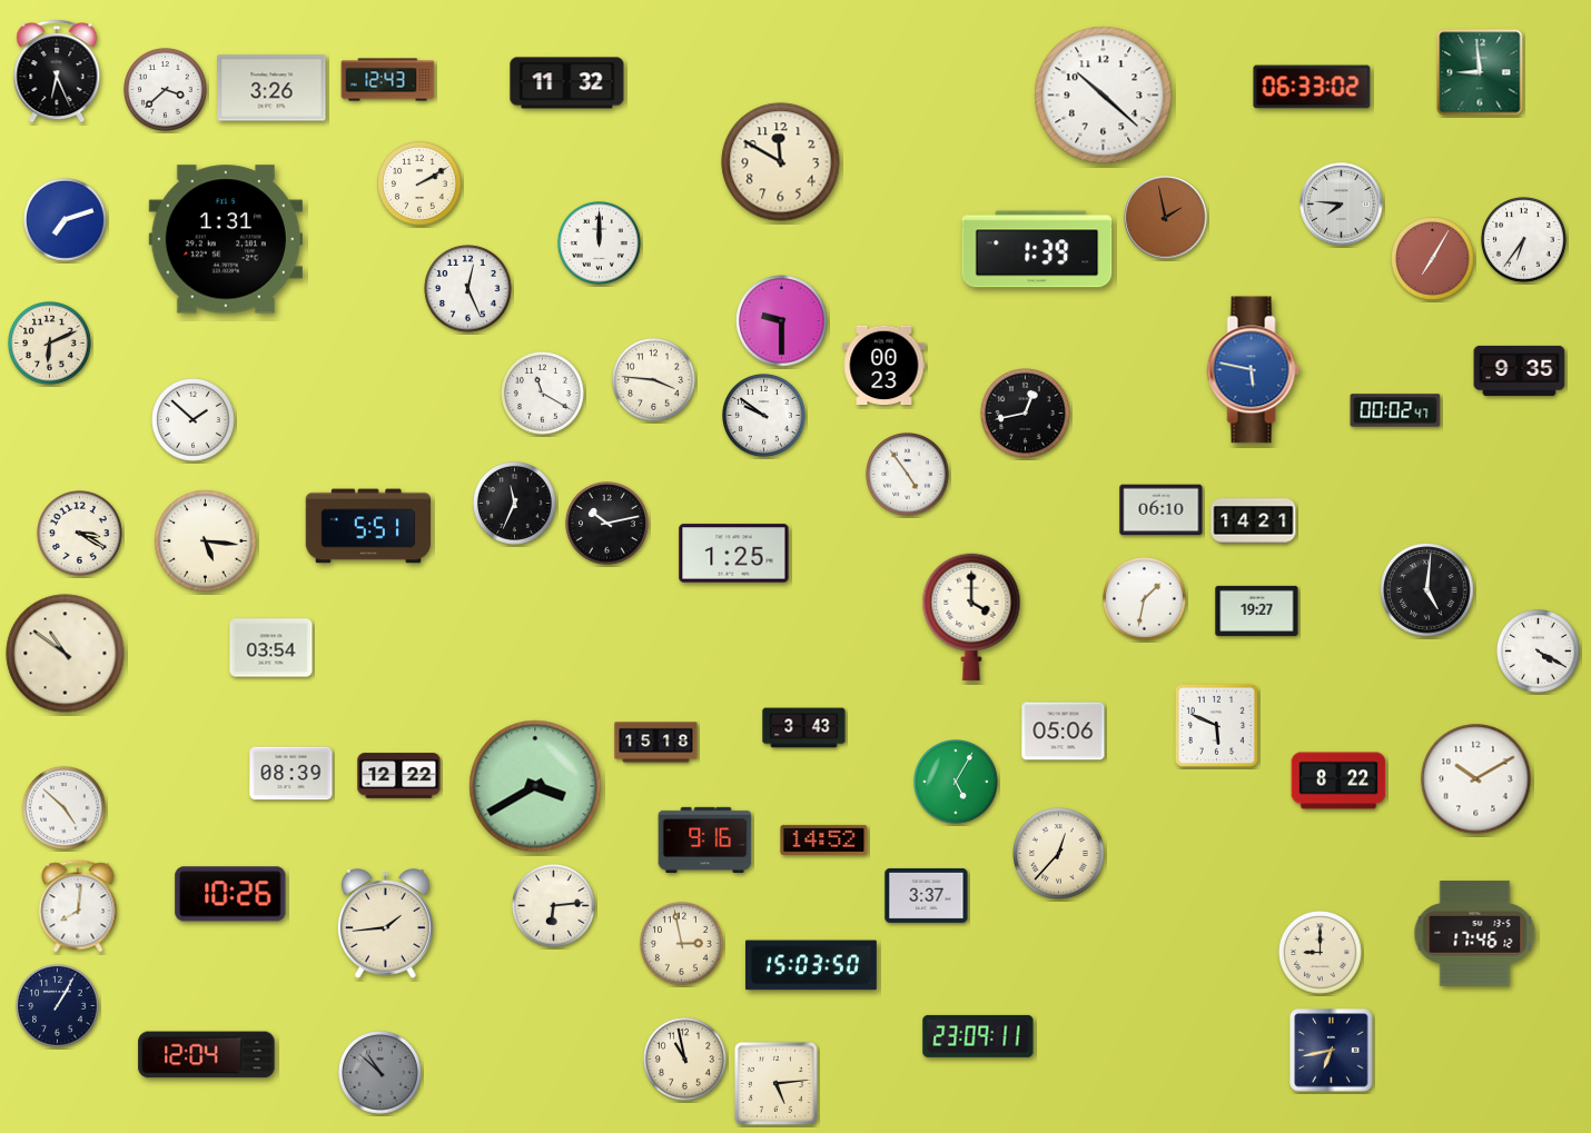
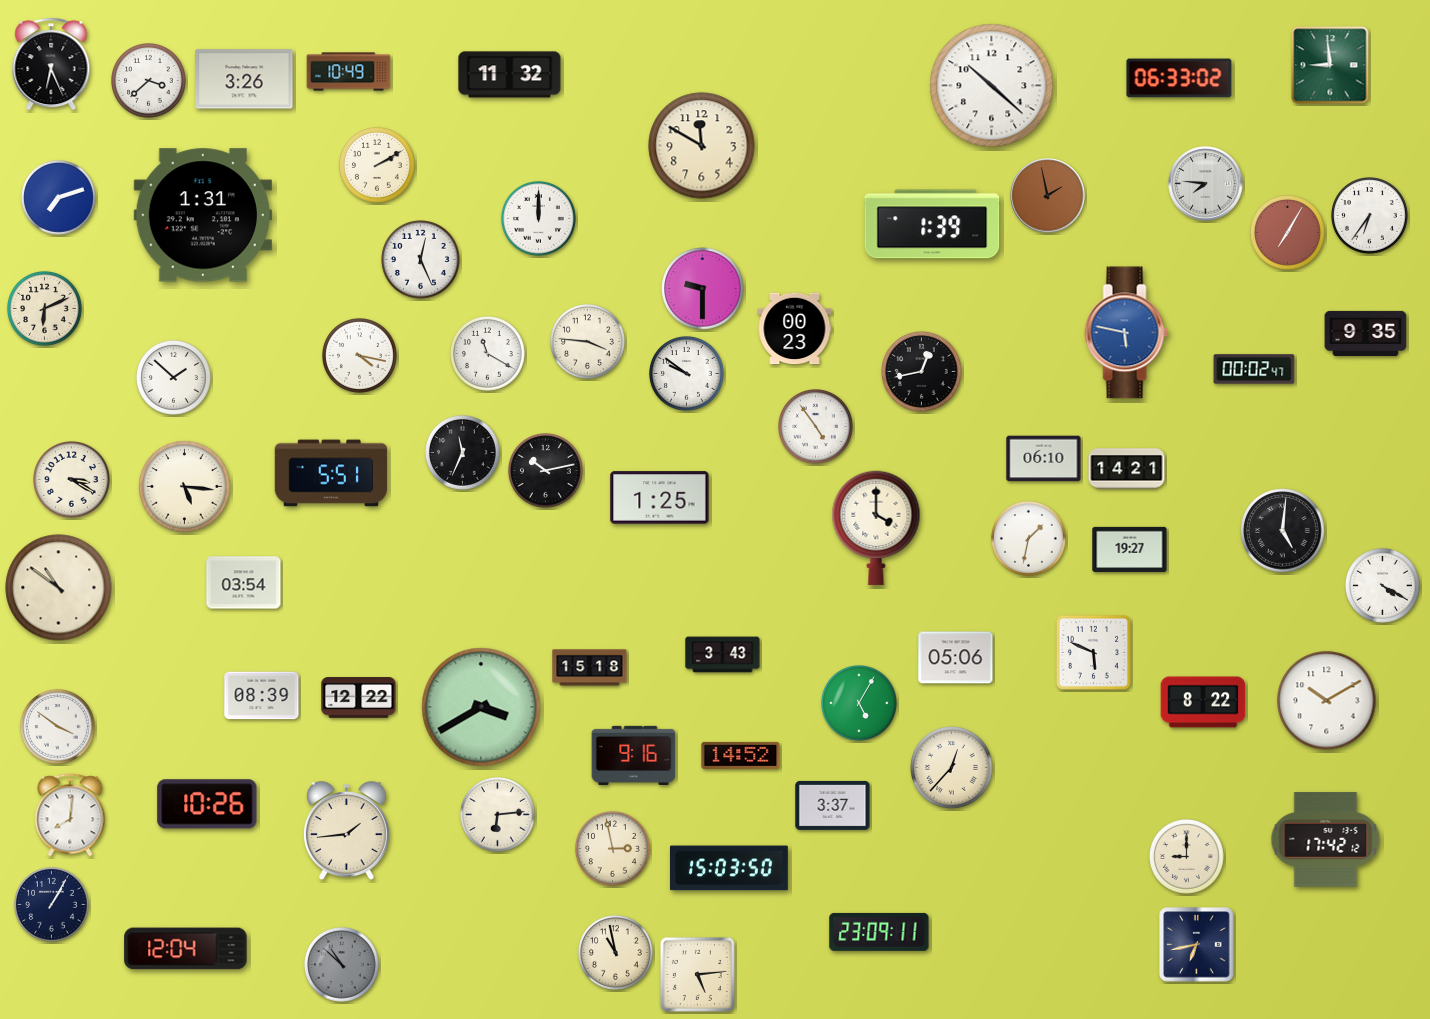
clock at (388, 80): 12:43 -> 10:49
clock at (360, 356): none -> 4:17
clock at (971, 617) position: (971, 617) -> (876, 528)
clock at (65, 808): 4:52 -> 3:51
clock at (1475, 934): 17:46 -> 17:42
